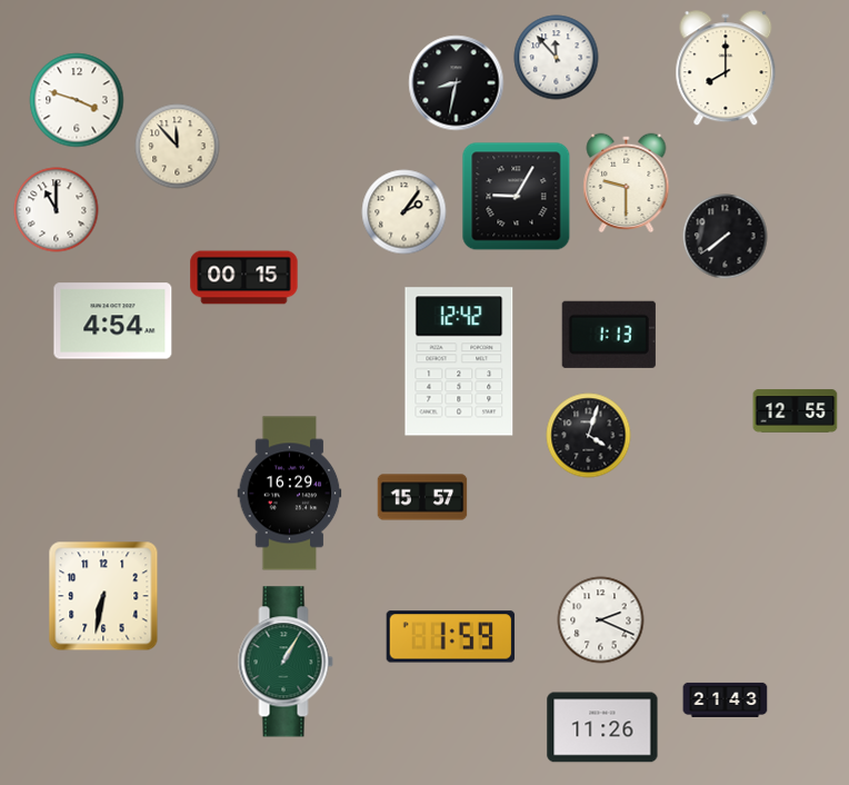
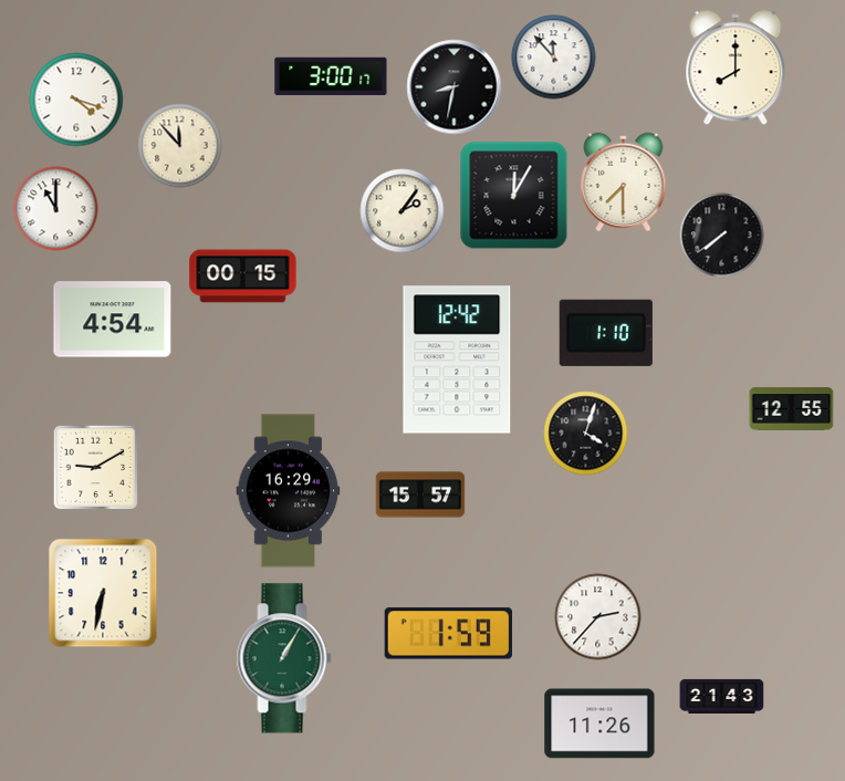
clock at (726, 69) position: (726, 69) -> (736, 69)
clock at (331, 76): none -> 3:00
clock at (457, 83) position: (457, 83) -> (455, 87)
clock at (77, 100): 3:48 -> 4:18
clock at (178, 147) position: (178, 147) -> (180, 146)
clock at (627, 183): 9:30 -> 7:30
clock at (517, 197): 9:05 -> 12:05
clock at (609, 335): 1:13 -> 1:10
clock at (95, 467): none -> 9:10
clock at (601, 620): 2:19 -> 2:37
